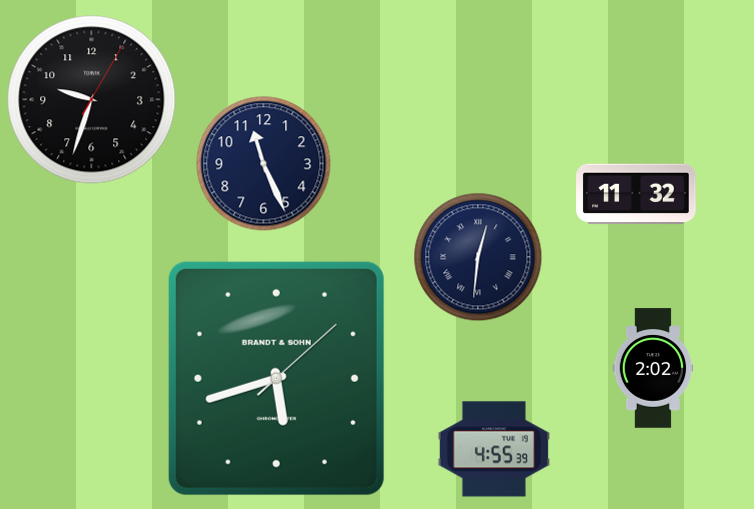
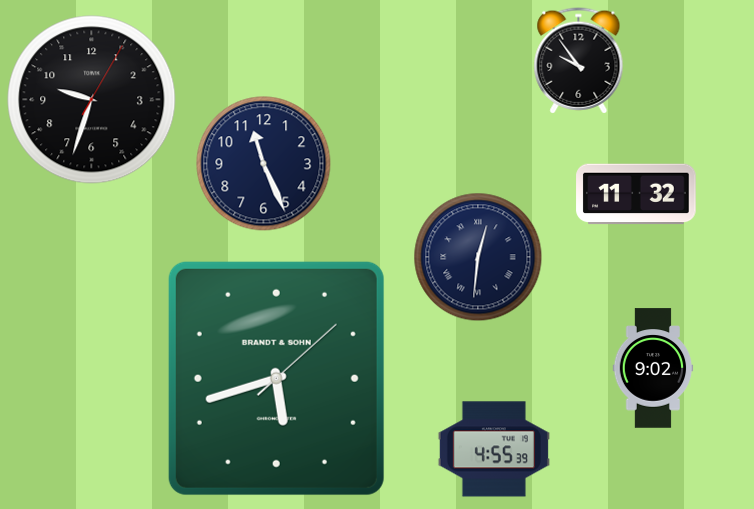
clock at (579, 61): none -> 9:54
clock at (653, 368): 2:02 -> 9:02
